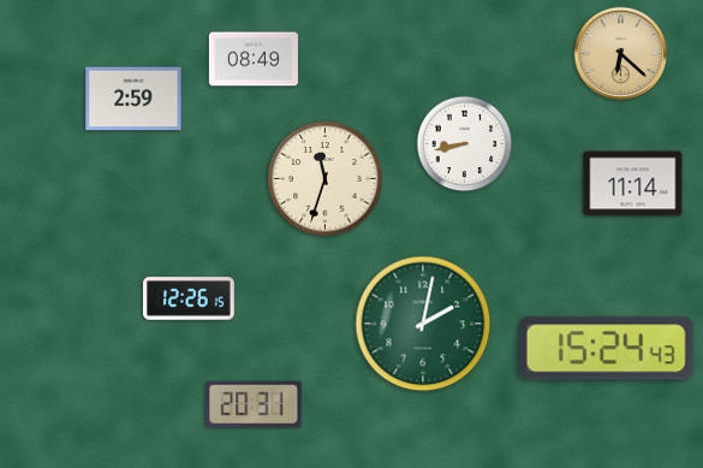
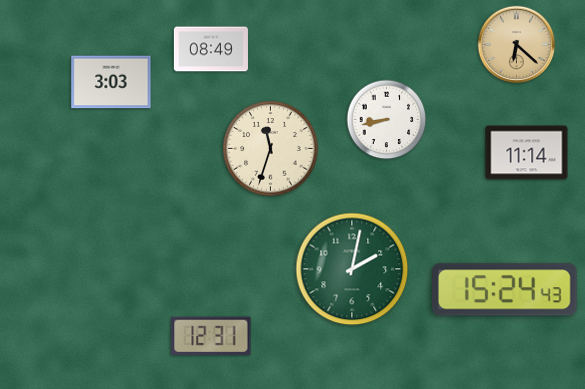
clock at (133, 99): 2:59 -> 3:03
clock at (189, 298): 12:26 -> none
clock at (254, 403): 20:31 -> 12:31
